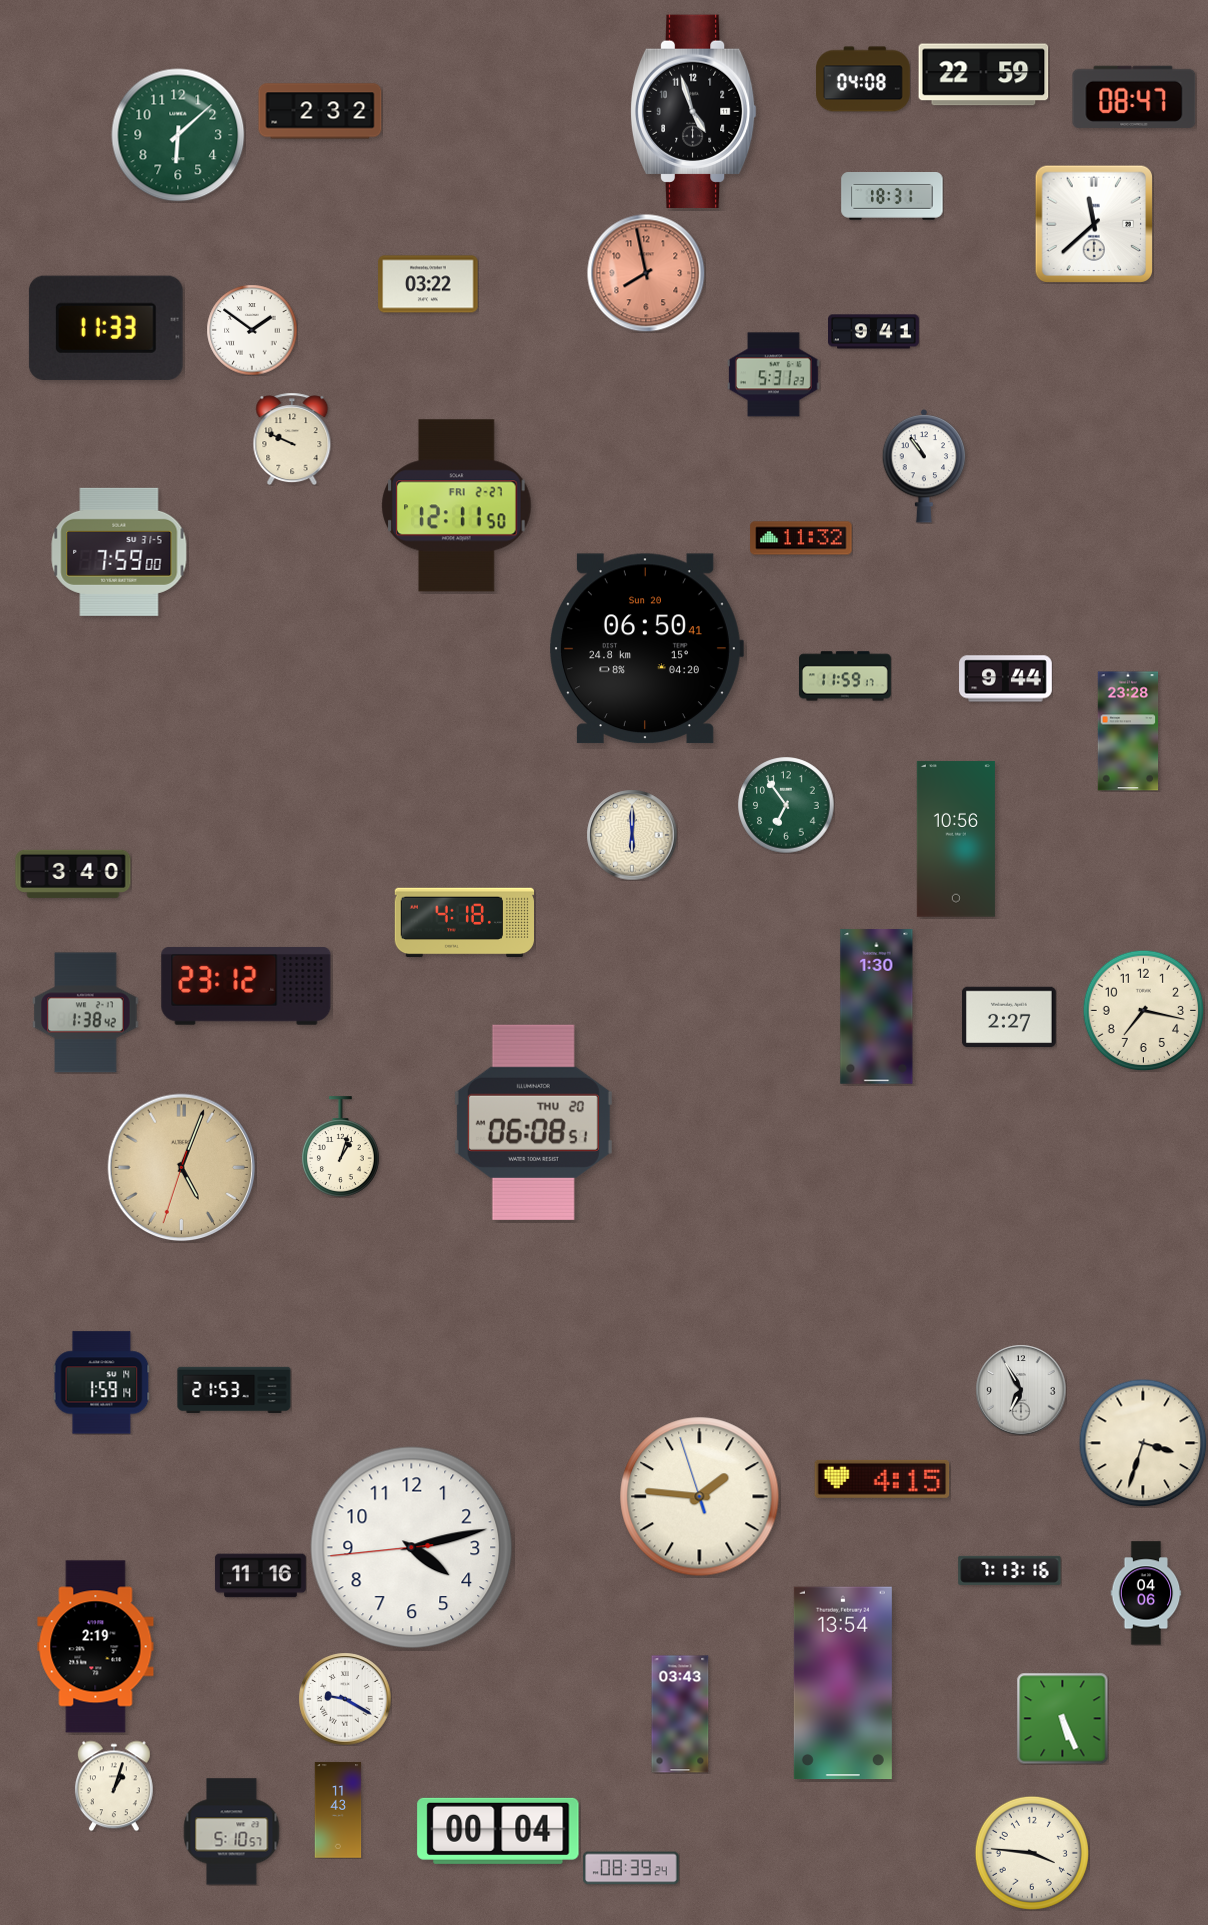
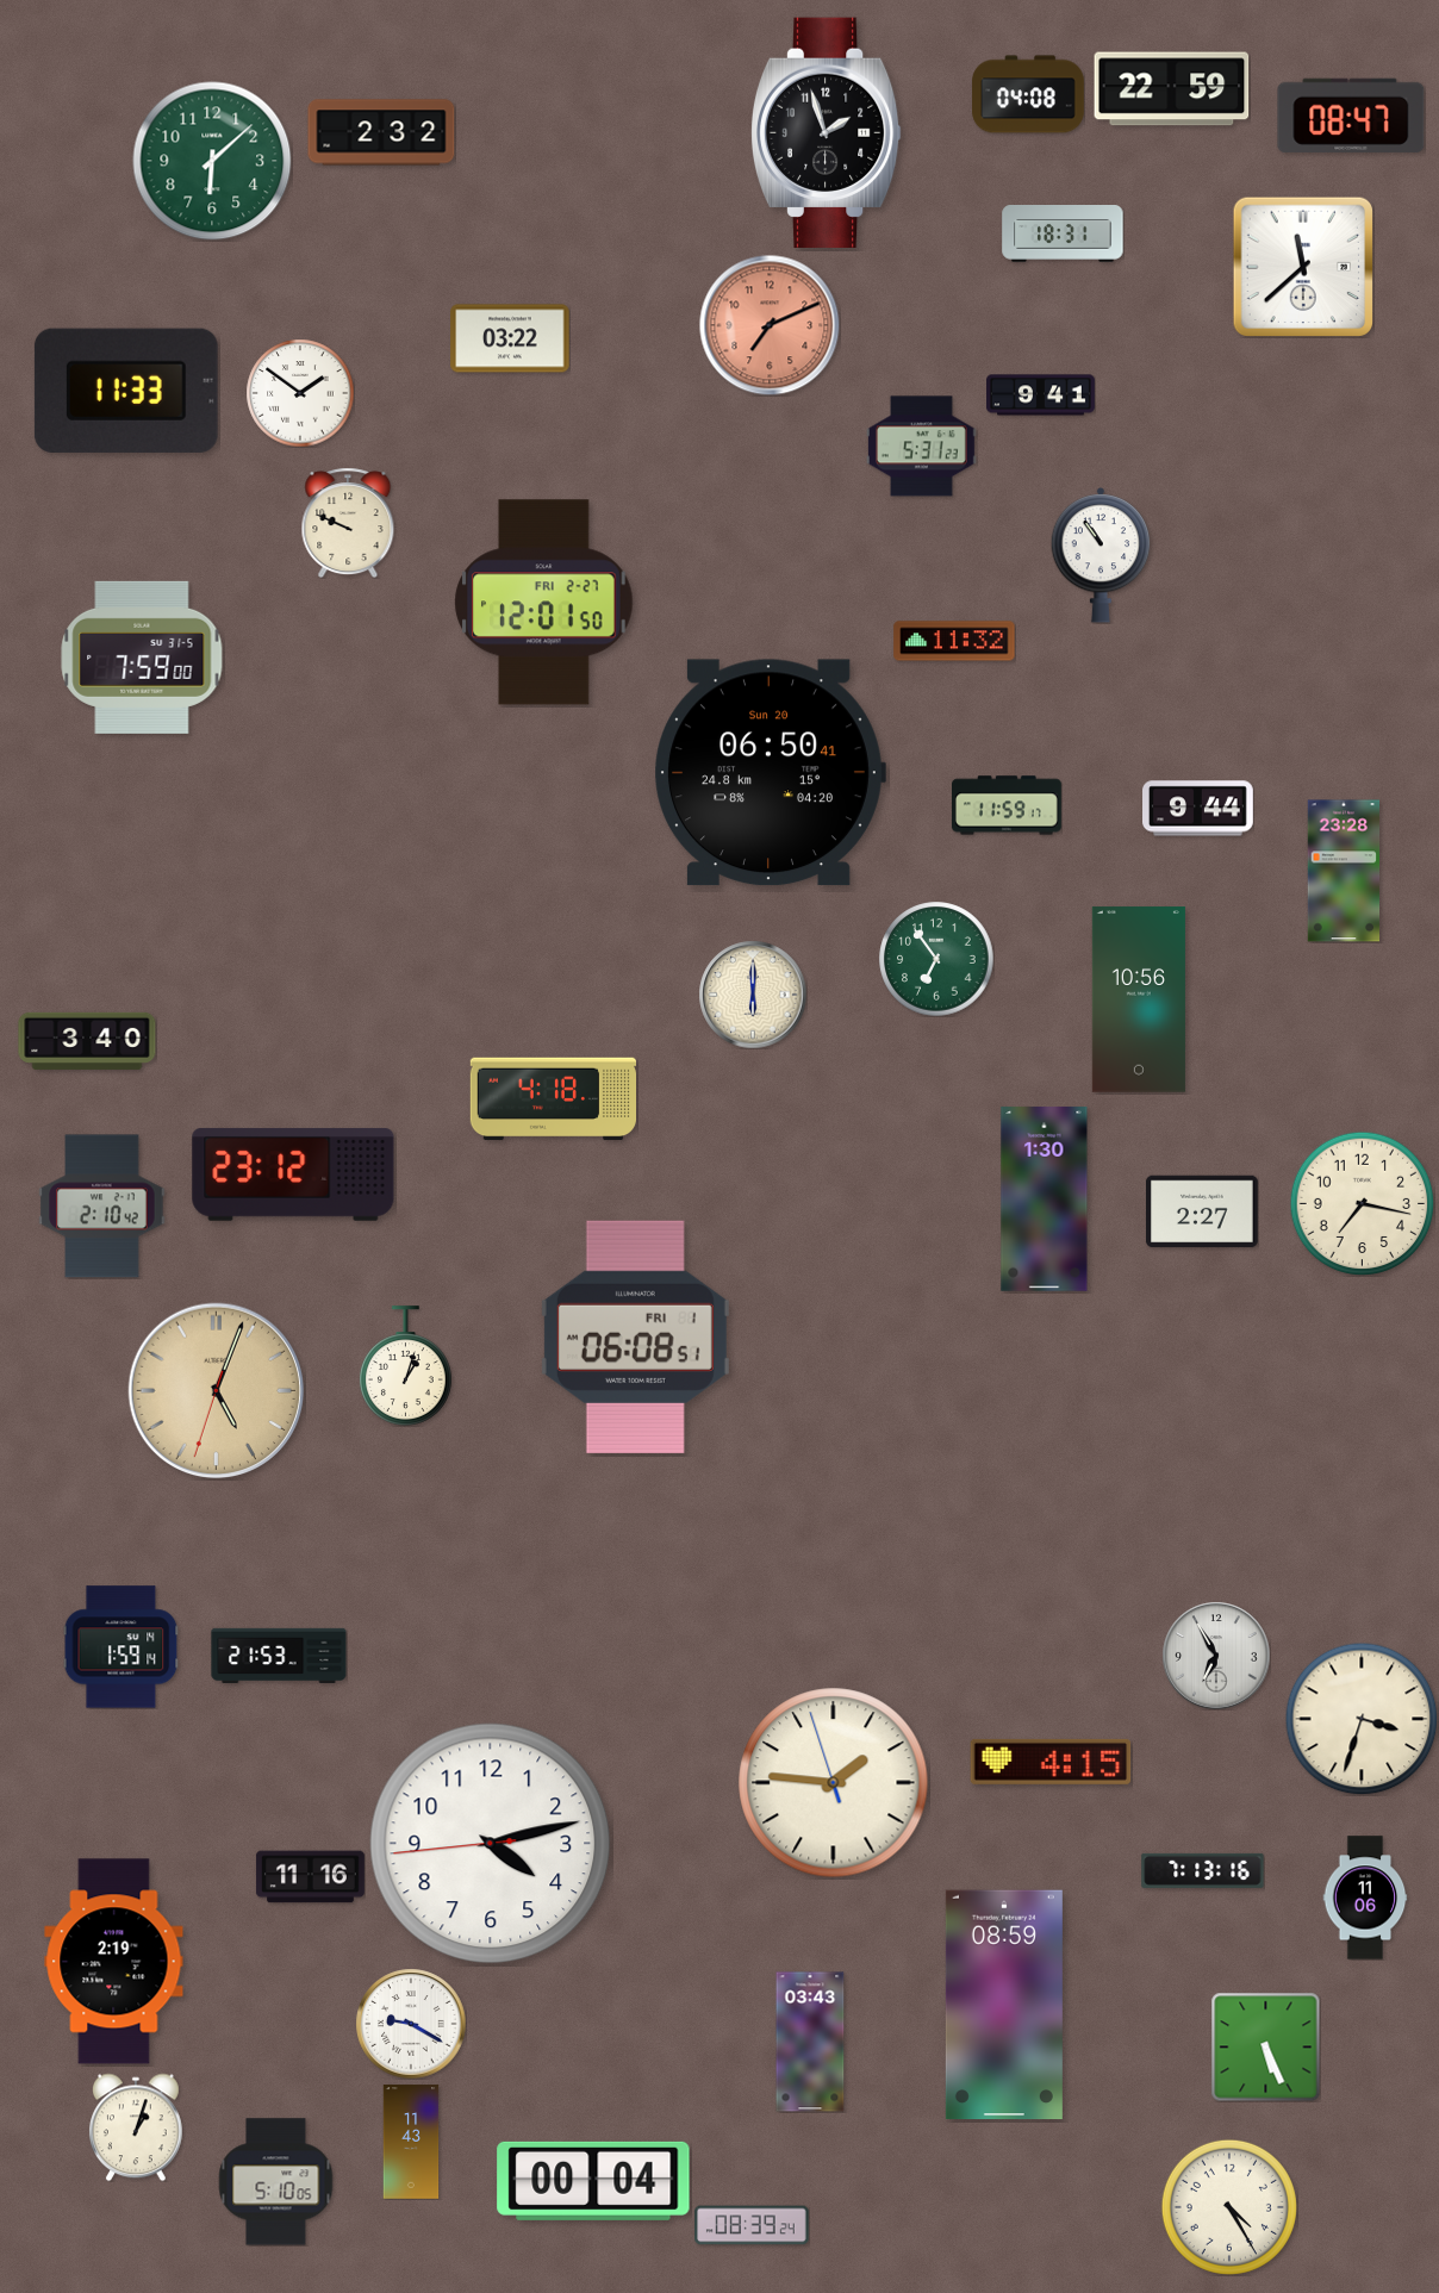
clock at (693, 111): 4:57 -> 1:57
clock at (646, 273): 7:58 -> 7:11
clock at (457, 506): 12:11 -> 12:01
clock at (86, 1013): 1:38 -> 2:10
clock at (533, 1122) date: THU 20 -> FRI 1
clock at (1146, 1593): 04:06 -> 11:06
clock at (843, 1683): 13:54 -> 08:59
clock at (338, 1810) position: (338, 1810) -> (411, 2142)
clock at (232, 1832): 5:10:57 -> 5:10:05
clock at (1032, 1853): 3:46 -> 4:25
